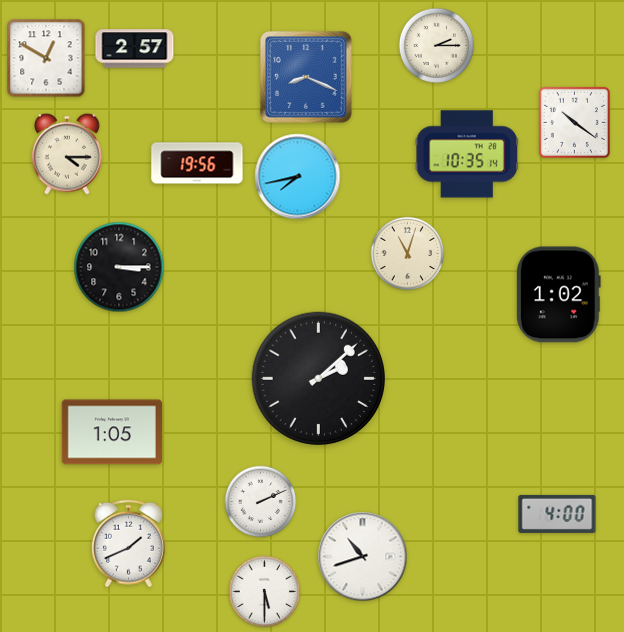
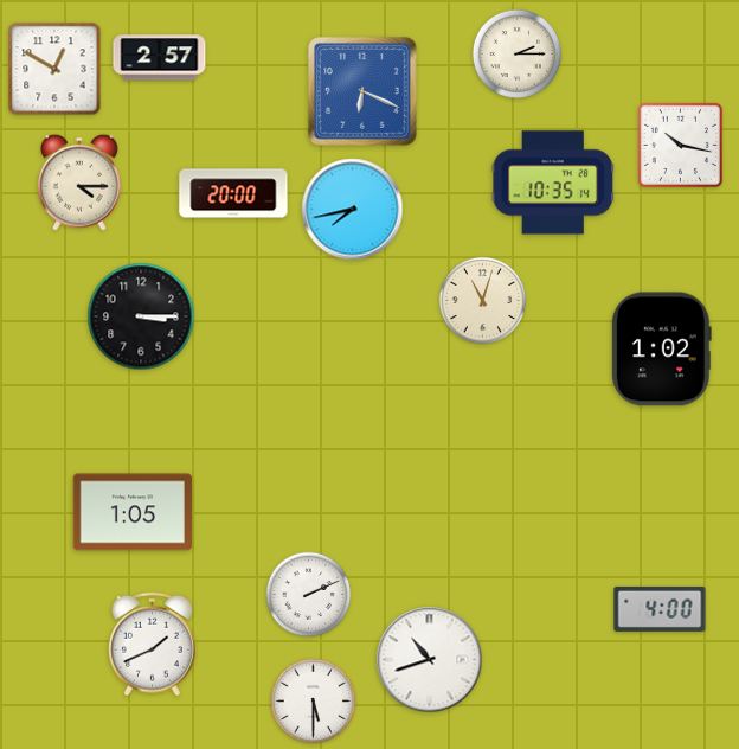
clock at (306, 77): 8:19 -> 6:19
clock at (574, 122): 10:21 -> 10:17
clock at (197, 163): 19:56 -> 20:00
clock at (318, 378): 2:08 -> none
